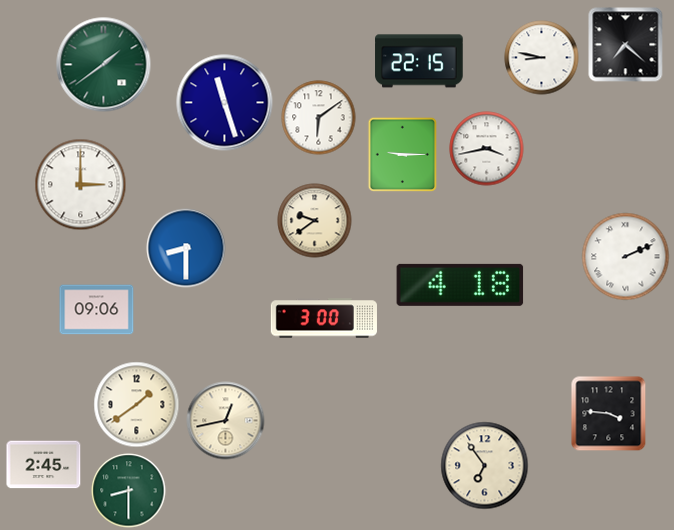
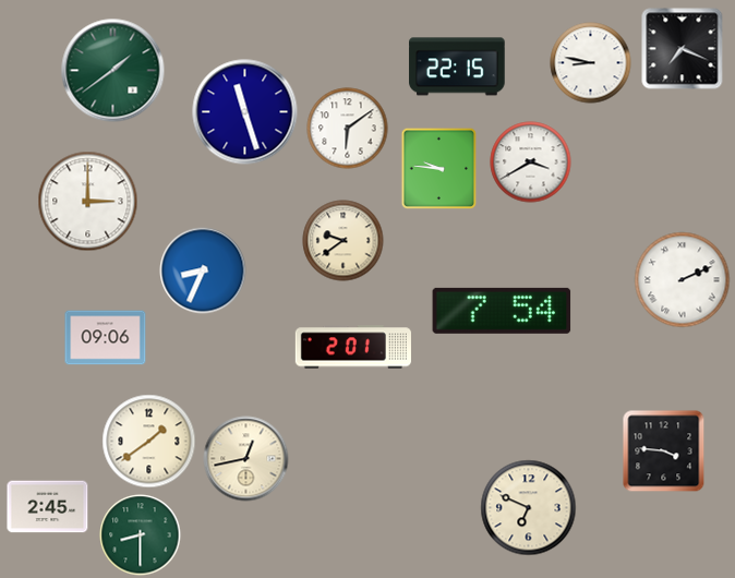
clock at (626, 45): 7:22 -> 7:19
clock at (487, 149): 3:43 -> 3:40
clock at (403, 155): 9:15 -> 9:46
clock at (186, 248): 8:30 -> 8:34
clock at (460, 285): 4:18 -> 7:54
clock at (324, 318): 3:00 -> 2:01
clock at (485, 466): 6:54 -> 6:49
